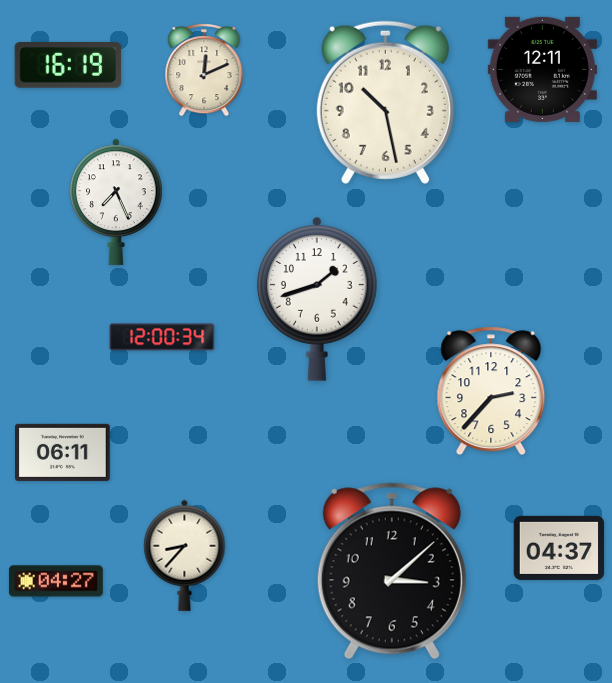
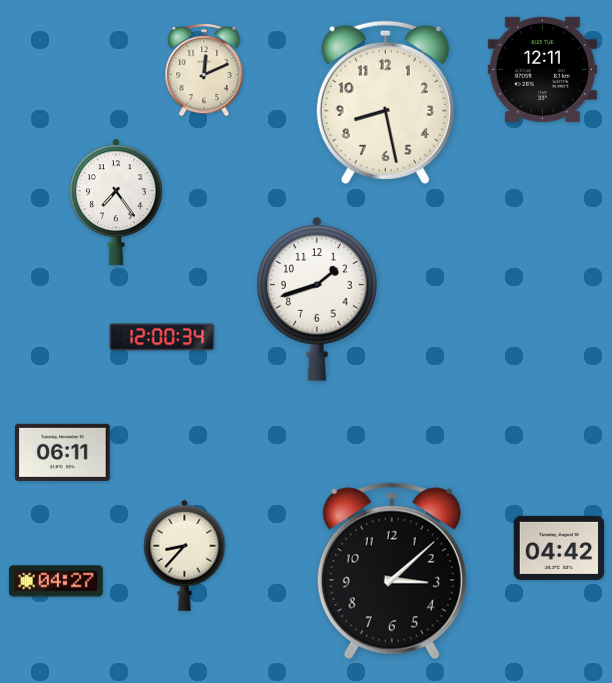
clock at (68, 66): 16:19 -> none
clock at (385, 102): 10:28 -> 8:28
clock at (116, 202): 7:26 -> 7:24
clock at (491, 391): 2:37 -> none
clock at (559, 548): 04:37 -> 04:42
